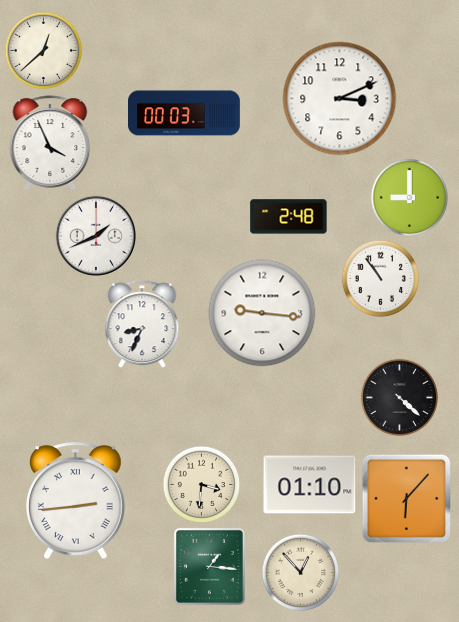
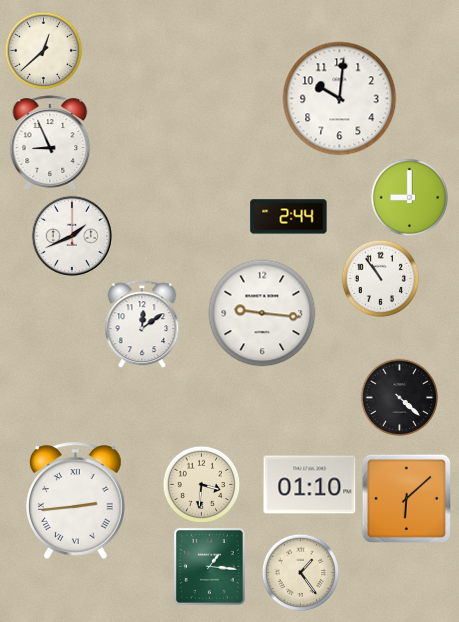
clock at (340, 99): 3:11 -> 10:01
clock at (185, 113): 00:03 -> none
clock at (50, 143): 3:56 -> 8:56
clock at (289, 217): 2:48 -> 2:44
clock at (96, 236) position: (96, 236) -> (72, 236)
clock at (142, 324): 8:34 -> 12:09
clock at (406, 498): 6:07 -> 6:08
clock at (300, 572): 12:53 -> 1:24
